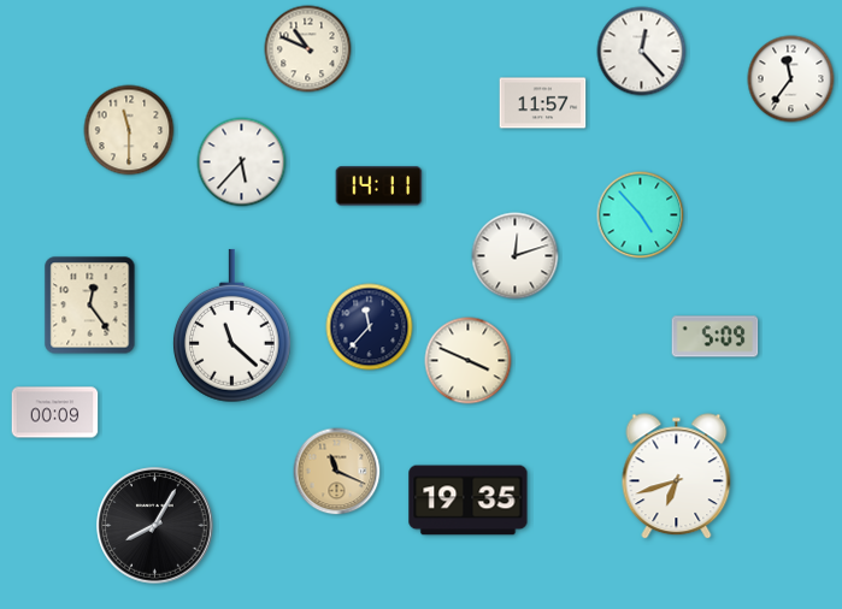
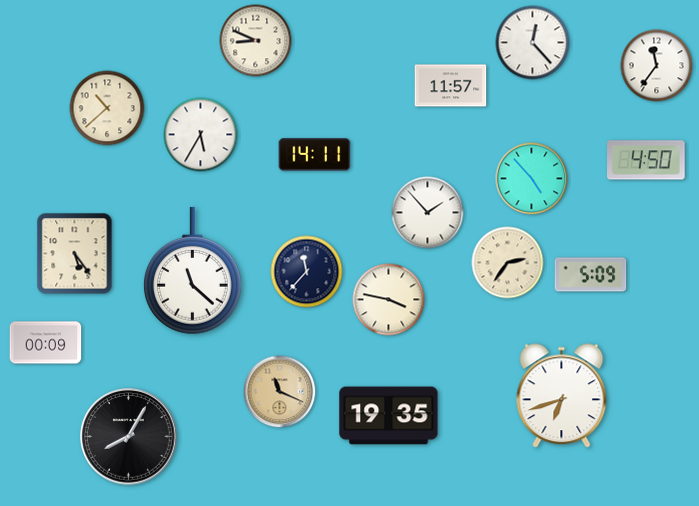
clock at (308, 49): 10:49 -> 8:49
clock at (129, 130): 11:30 -> 10:38
clock at (242, 162): 5:37 -> 5:35
clock at (647, 160): none -> 4:50
clock at (516, 256): 12:12 -> 1:53
clock at (90, 306): 12:24 -> 5:24
clock at (508, 263): none -> 2:36
clock at (716, 337) position: (716, 337) -> (591, 275)
clock at (469, 361): 3:49 -> 3:47
